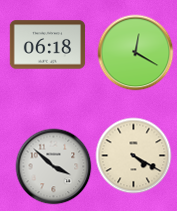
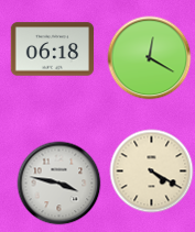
clock at (134, 156) position: (134, 156) -> (152, 172)
clock at (54, 167): 3:52 -> 3:47
